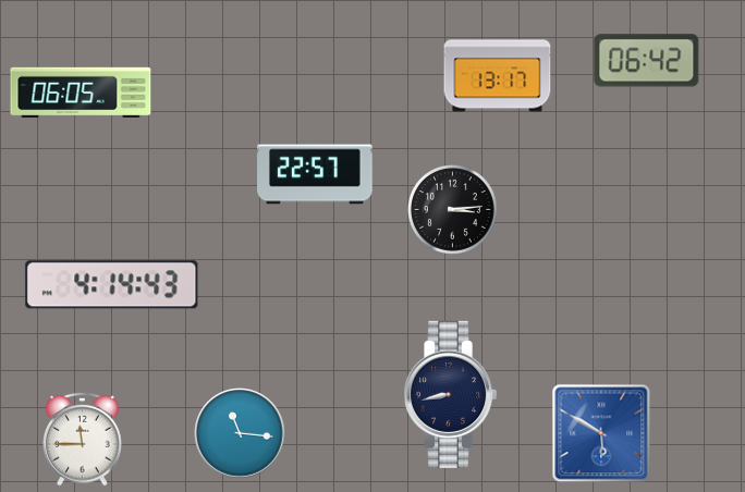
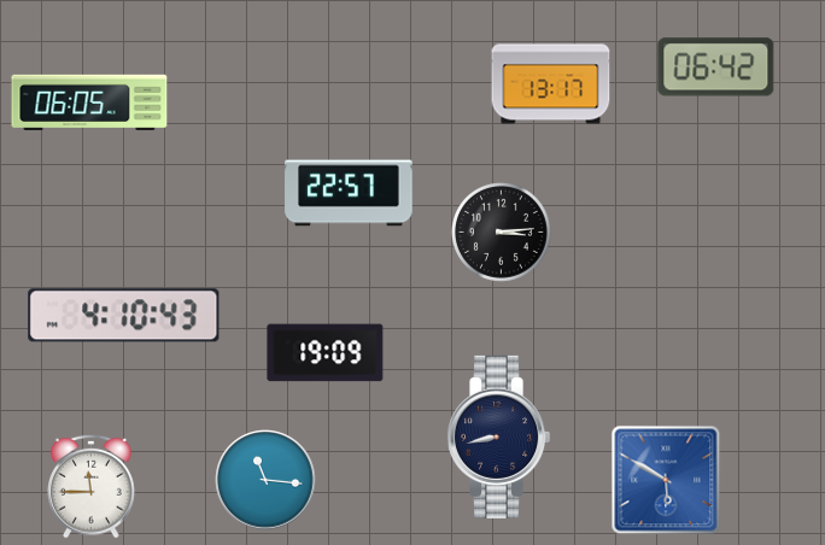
clock at (112, 285): 4:14 -> 4:10
clock at (326, 353): none -> 19:09
